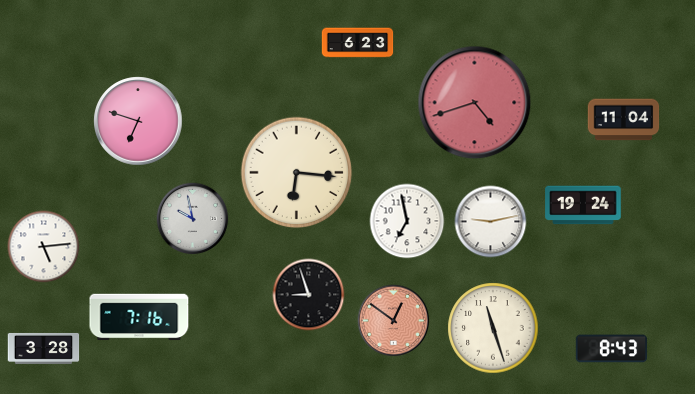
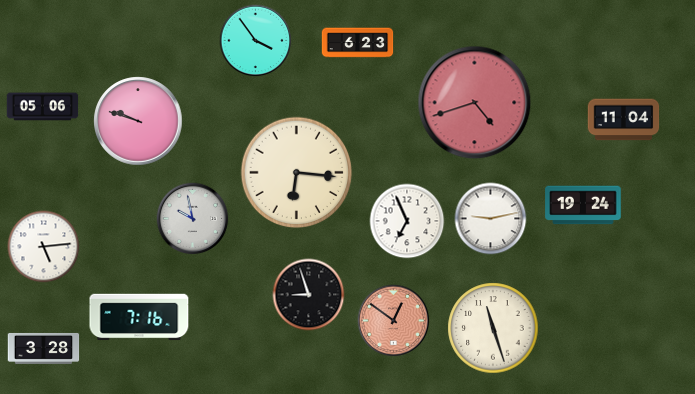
clock at (256, 41): none -> 3:54
clock at (43, 107): none -> 05:06
clock at (138, 121): 6:48 -> 9:48
clock at (407, 221): 6:58 -> 6:56
clock at (491, 222) position: (491, 222) -> (491, 219)
clock at (612, 349): 8:43 -> none
